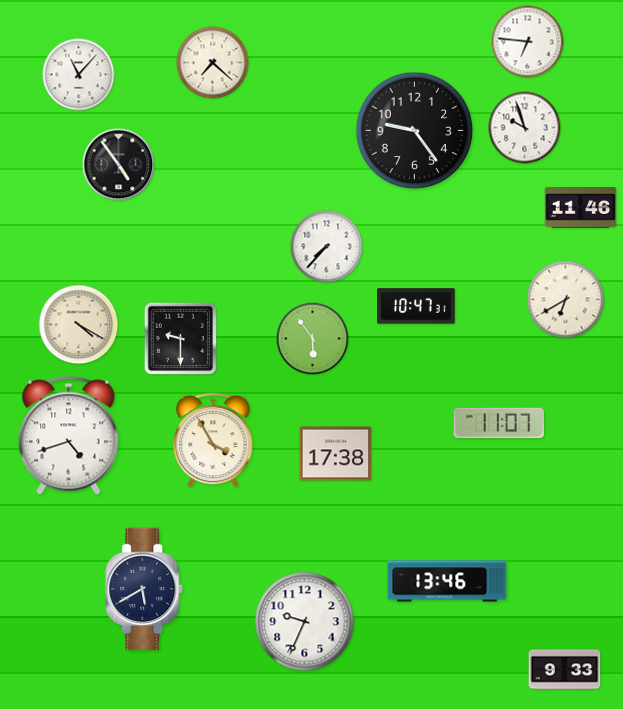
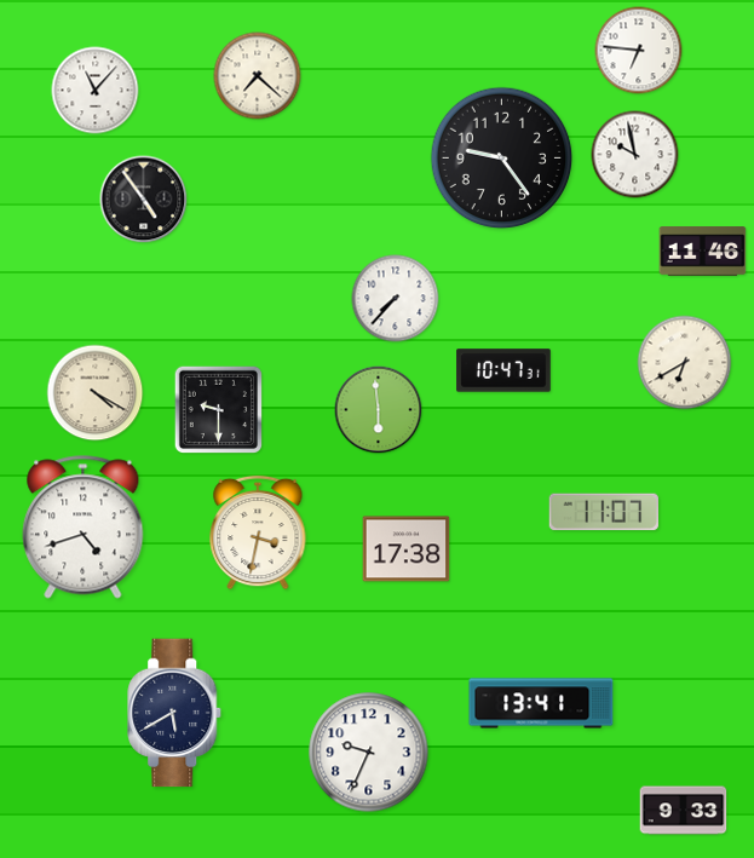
clock at (525, 128): 9:57 -> 9:58
clock at (313, 339): 5:54 -> 5:59
clock at (213, 440): 3:55 -> 3:32
clock at (447, 581): 13:46 -> 13:41
